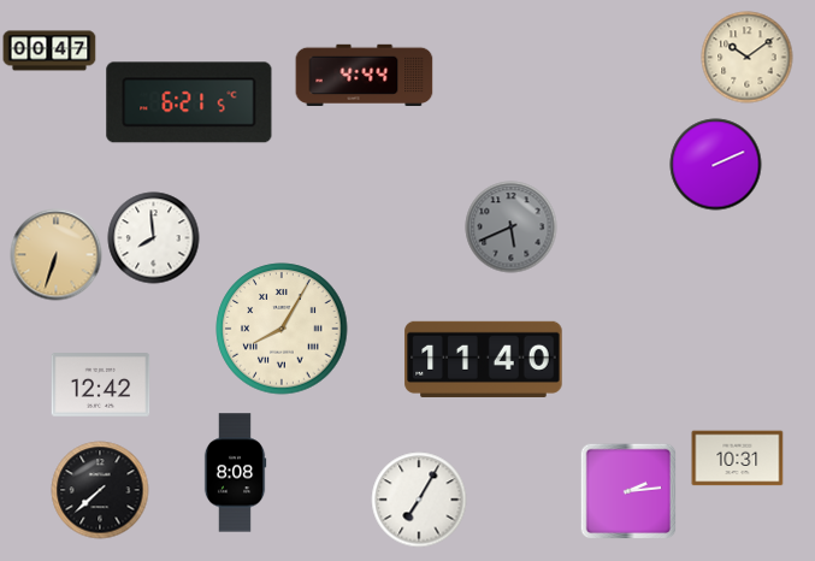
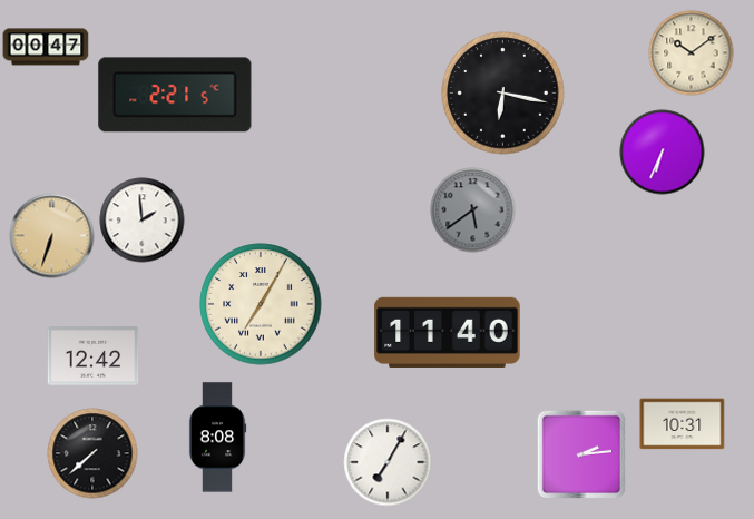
clock at (365, 76): 4:44 -> none
clock at (503, 94): none -> 6:17
clock at (189, 102): 6:21 -> 2:21
clock at (716, 165): 2:11 -> 6:34
clock at (512, 228): 5:41 -> 5:39
clock at (154, 238): 7:59 -> 1:59
clock at (282, 329): 8:05 -> 7:05
